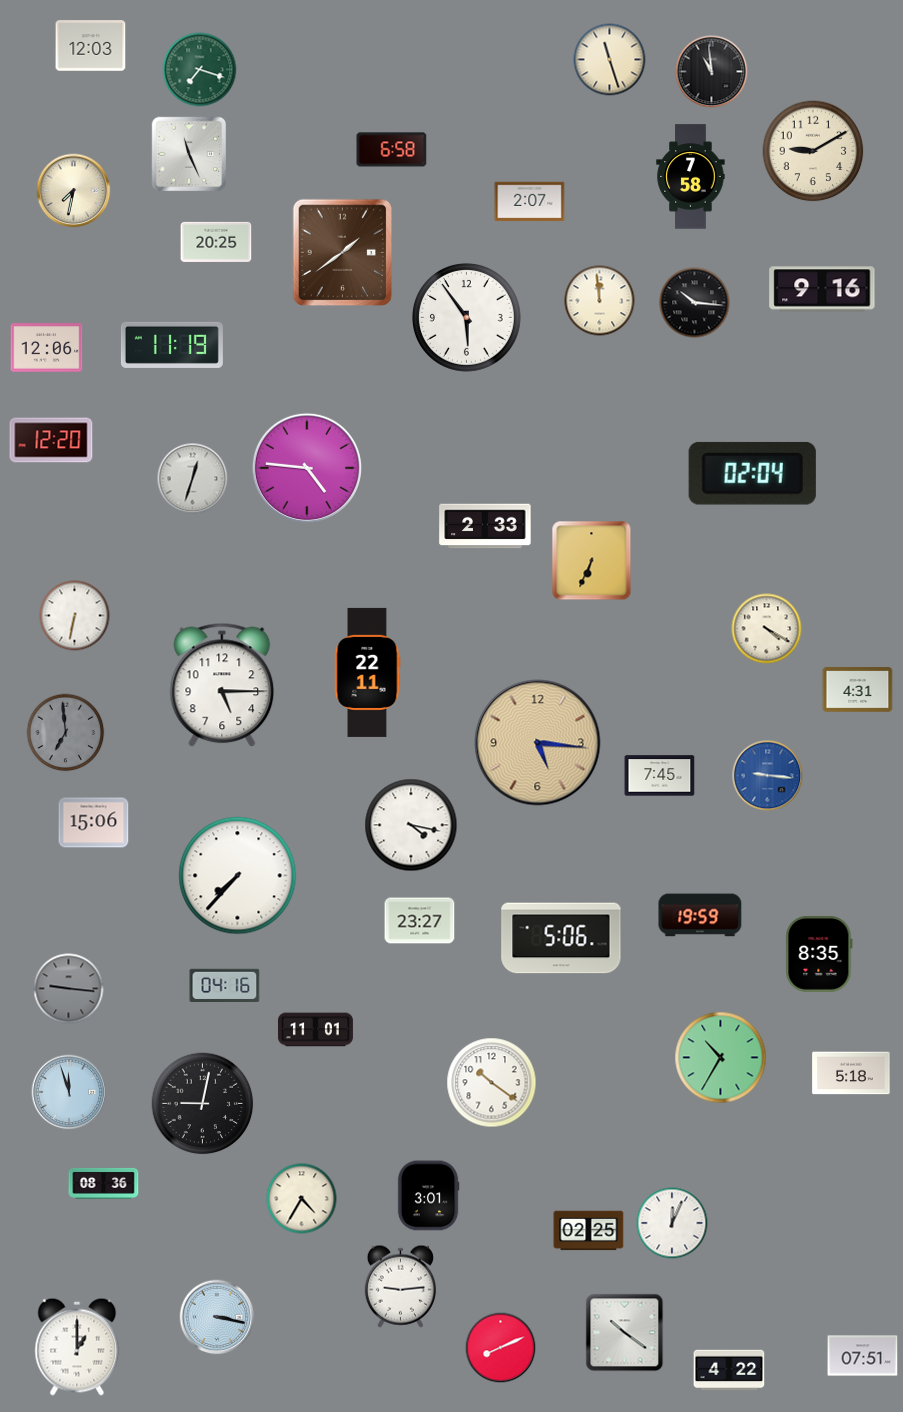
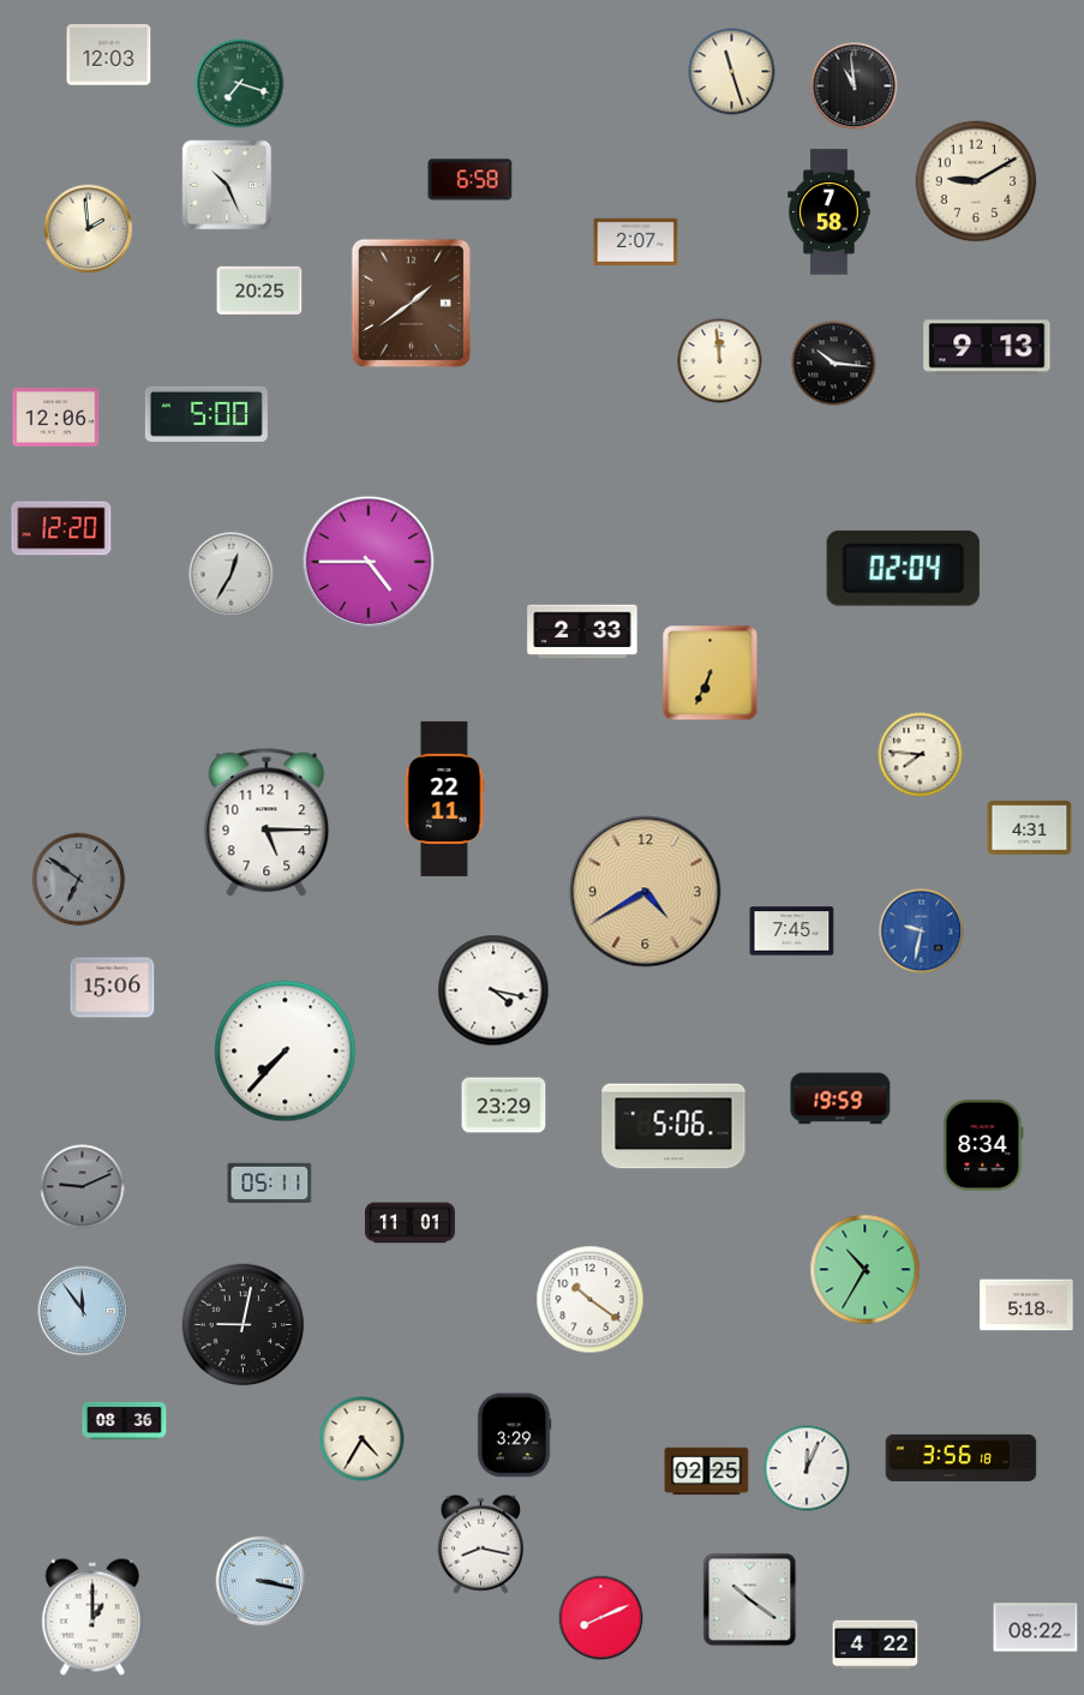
clock at (189, 154): 11:26 -> 10:26
clock at (74, 191): 7:32 -> 1:59
clock at (822, 289): 9:16 -> 9:13
clock at (467, 318): 5:54 -> none
clock at (172, 345): 11:19 -> 5:00
clock at (307, 468): 4:46 -> 4:45
clock at (193, 479): 12:33 -> 12:35
clock at (75, 616): 6:32 -> none
clock at (767, 629): 4:20 -> 7:46
clock at (367, 672) position: (367, 672) -> (444, 798)
clock at (66, 733): 6:59 -> 6:51
clock at (538, 743): 5:16 -> 4:40
clock at (768, 776): 9:16 -> 9:32
clock at (420, 921): 23:27 -> 23:29
clock at (819, 954): 8:35 -> 8:34
clock at (225, 986): 04:16 -> 05:11
clock at (69, 989): 9:16 -> 9:11
clock at (315, 1030) position: (315, 1030) -> (409, 1223)
clock at (851, 1073) position: (851, 1073) -> (1026, 1305)
clock at (69, 1092): 11:57 -> 11:54
clock at (428, 1196): 3:01 -> 3:29
clock at (962, 1457): none -> 3:56
clock at (589, 1231) position: (589, 1231) -> (707, 1472)
clock at (400, 1286): 9:14 -> 8:17
clock at (863, 1356): 07:51 -> 08:22
